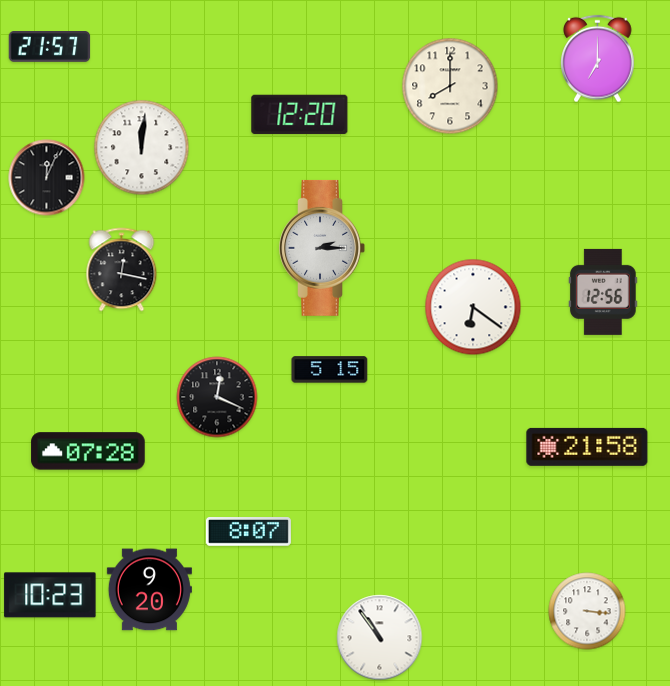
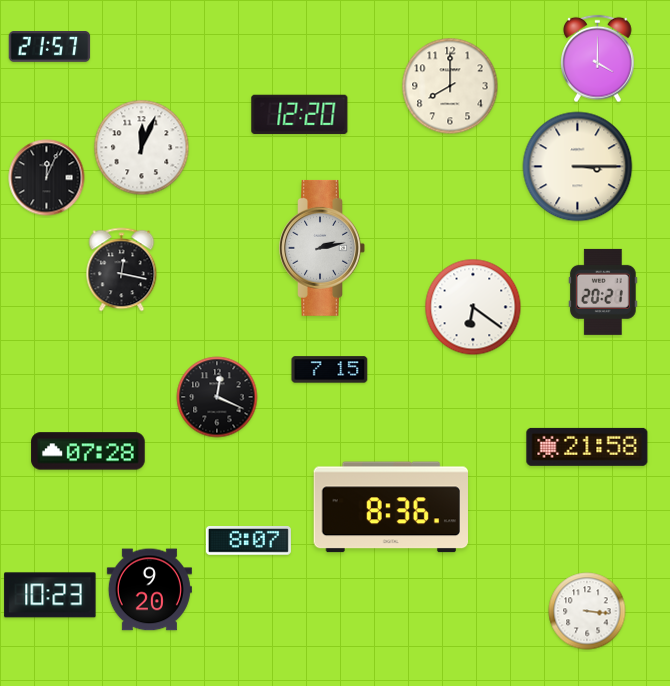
clock at (598, 59): 7:00 -> 4:00
clock at (142, 148): 12:01 -> 12:04
clock at (578, 167): none -> 3:15
clock at (322, 248): 2:15 -> 2:13
clock at (603, 292): 12:56 -> 20:21
clock at (330, 370): 5:15 -> 7:15
clock at (390, 507): none -> 8:36
clock at (248, 532) position: (248, 532) -> (248, 541)
clock at (380, 638): 10:54 -> none
